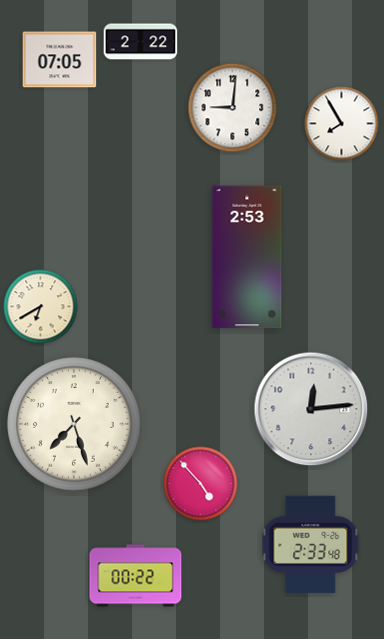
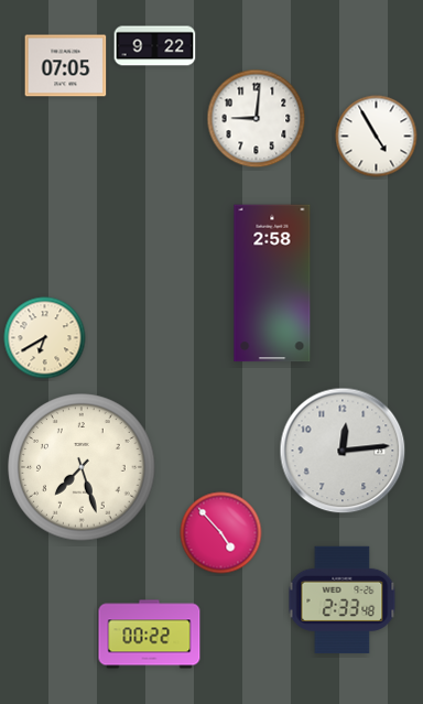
clock at (141, 42): 2:22 -> 9:22
clock at (342, 124): 7:55 -> 4:55
clock at (247, 257): 2:53 -> 2:58
